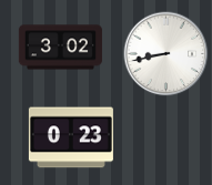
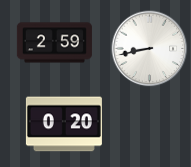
clock at (60, 48): 3:02 -> 2:59
clock at (71, 137): 0:23 -> 0:20
